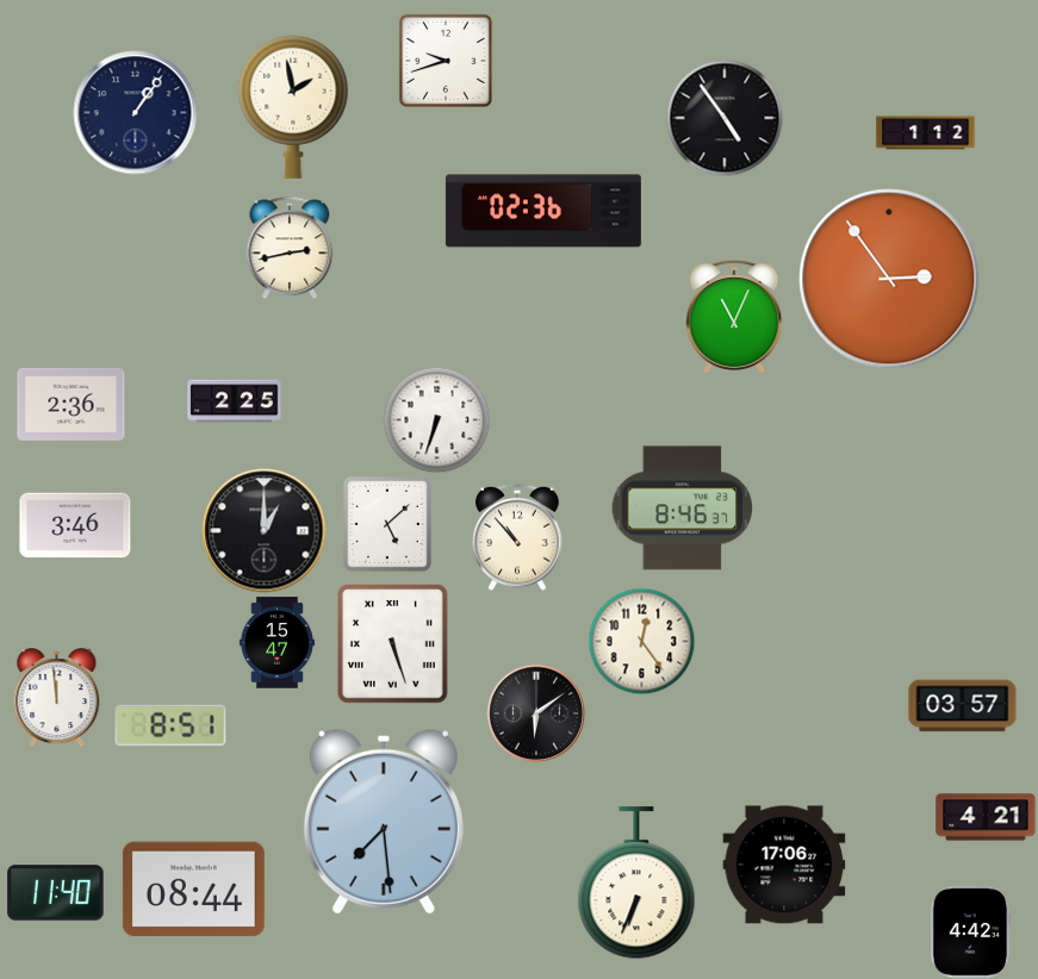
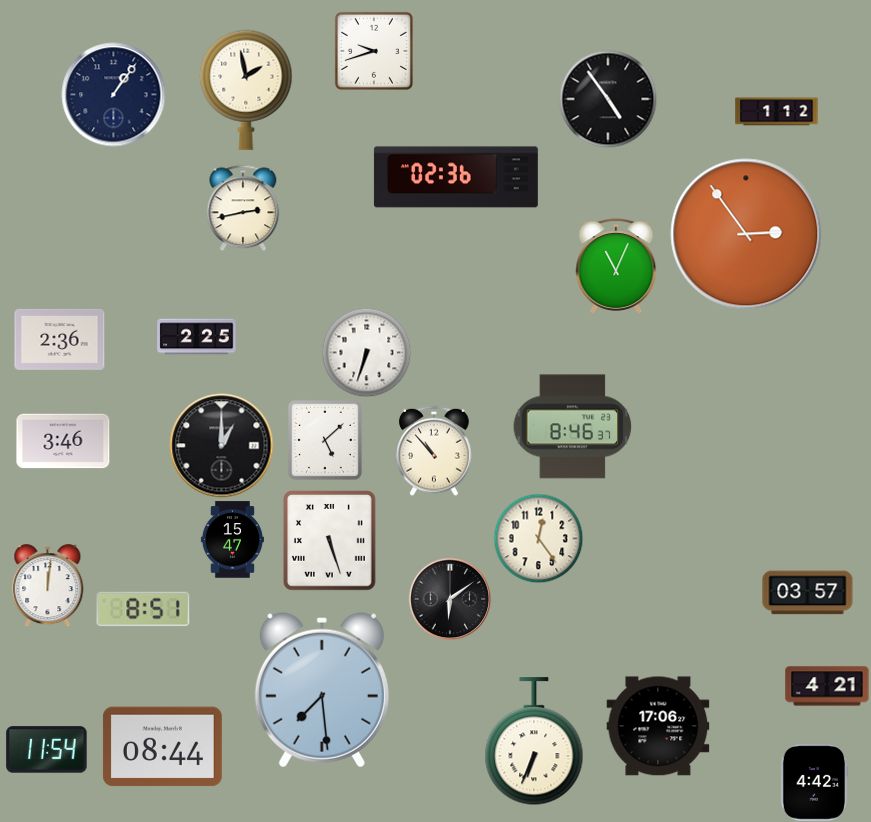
clock at (57, 698): 11:59 -> 12:01
clock at (56, 893): 11:40 -> 11:54
